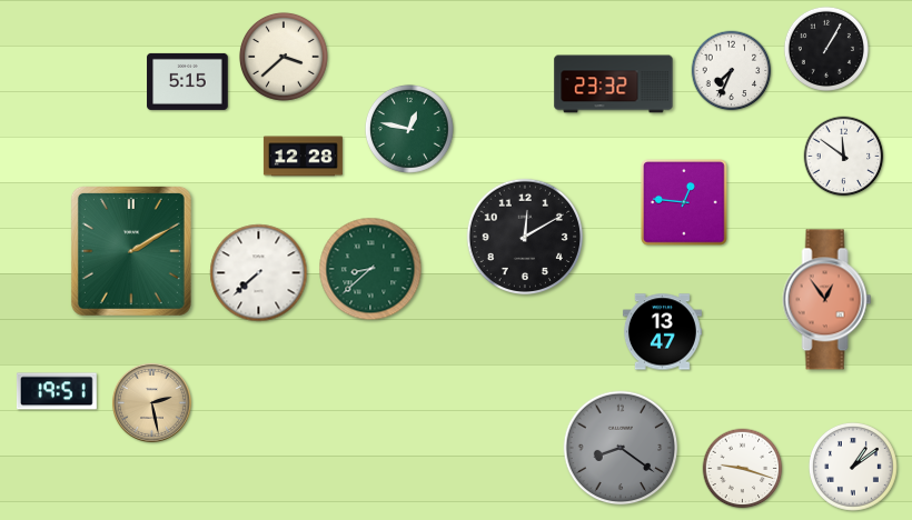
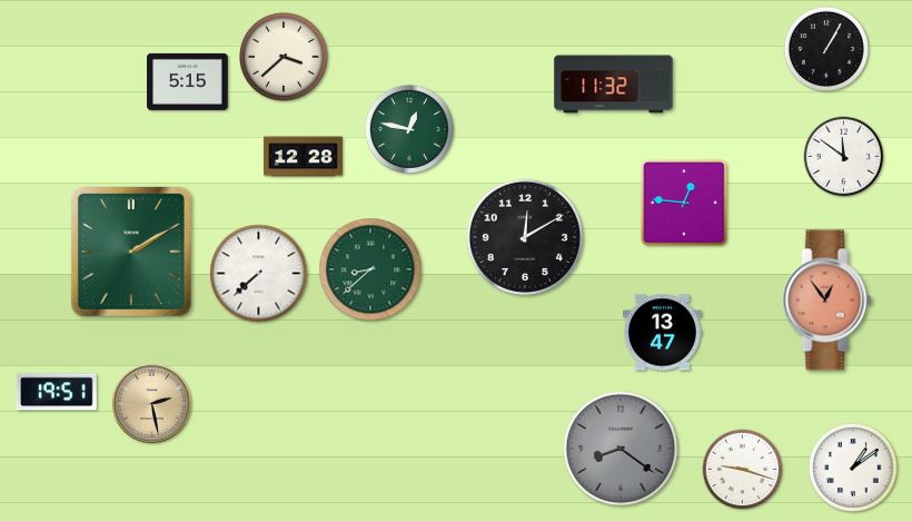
clock at (732, 71): 7:34 -> none
clock at (614, 84): 23:32 -> 11:32
